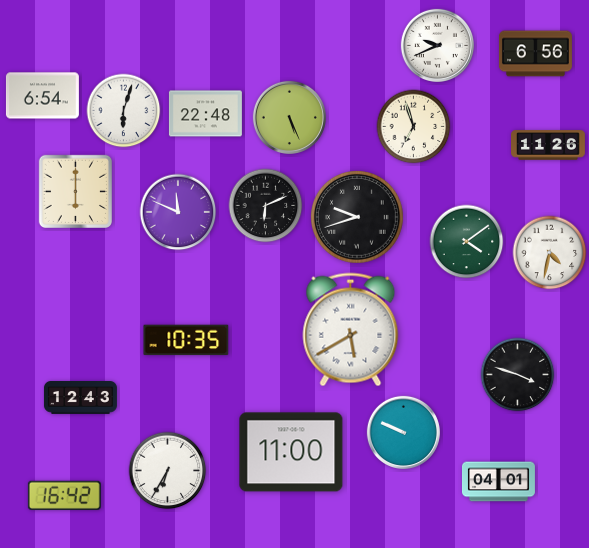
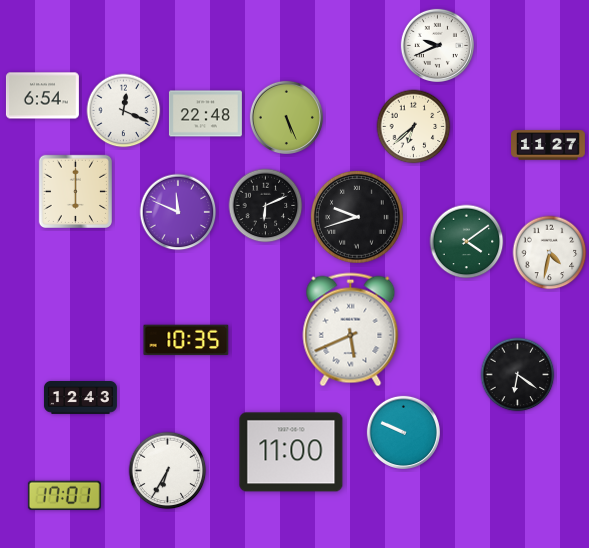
clock at (535, 54): 6:56 -> none
clock at (124, 111): 6:03 -> 12:19
clock at (289, 117) position: (289, 117) -> (286, 117)
clock at (414, 127): 6:57 -> 6:38
clock at (548, 145): 11:26 -> 11:27
clock at (351, 330): 5:40 -> 5:41
clock at (518, 375): 3:48 -> 6:21
clock at (498, 482): 04:01 -> none
clock at (64, 495): 16:42 -> 17:01
